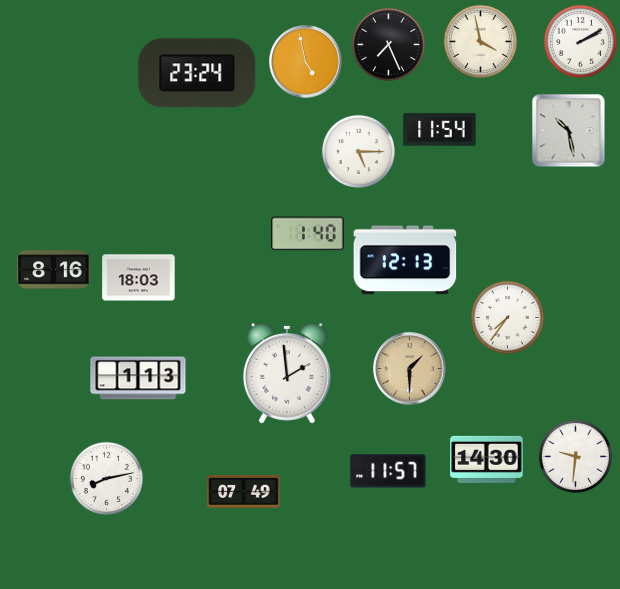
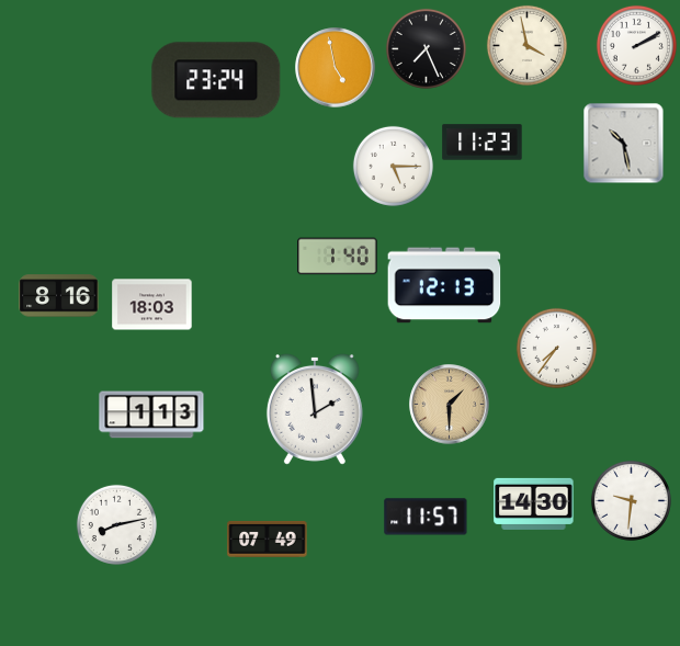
clock at (440, 130): 11:54 -> 11:23
